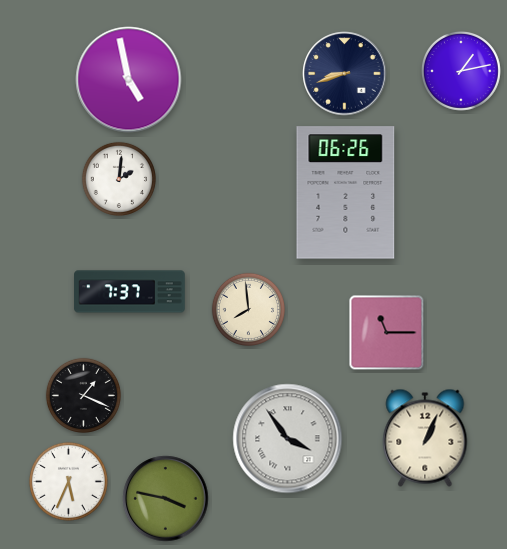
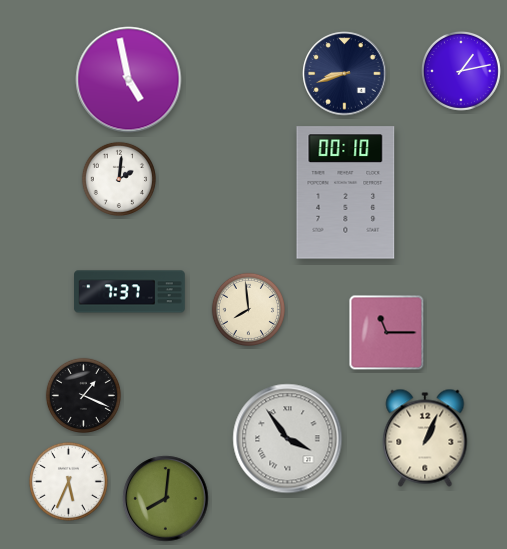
clock at (346, 193): 06:26 -> 00:10
clock at (166, 499): 3:47 -> 8:01
